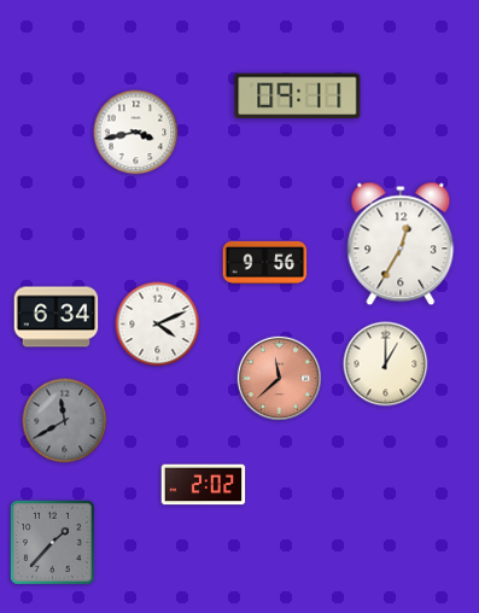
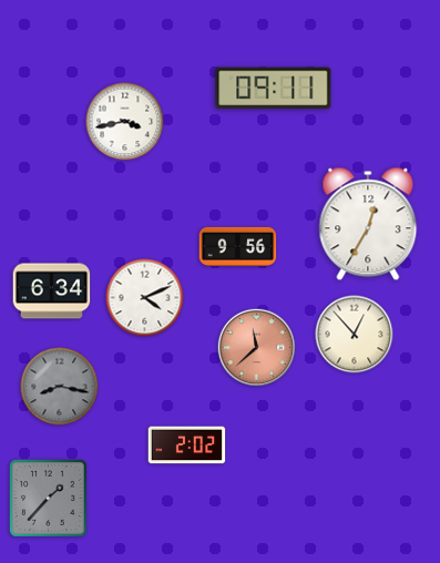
clock at (265, 262) position: (265, 262) -> (238, 246)
clock at (386, 364): 1:00 -> 12:53
clock at (65, 421): 11:40 -> 8:17
